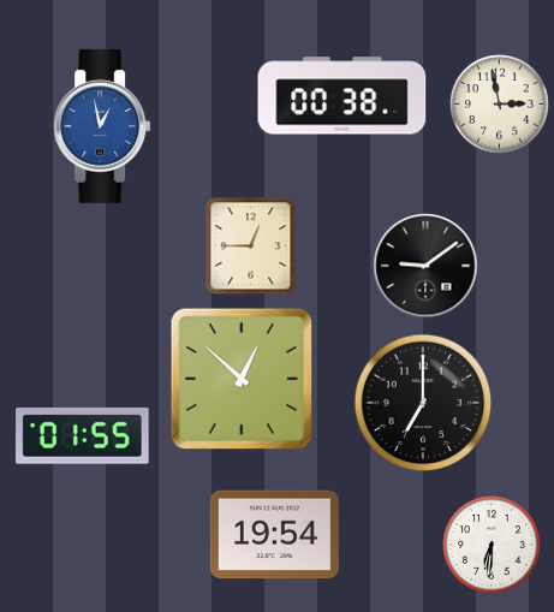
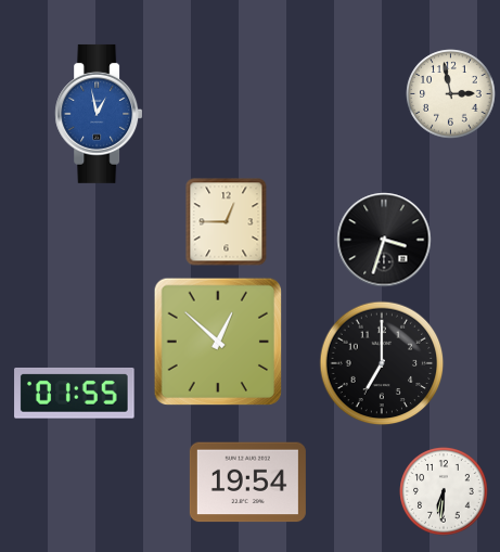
clock at (342, 96): 00:38 -> none
clock at (102, 126) position: (102, 126) -> (99, 114)
clock at (425, 266): 9:09 -> 3:33
